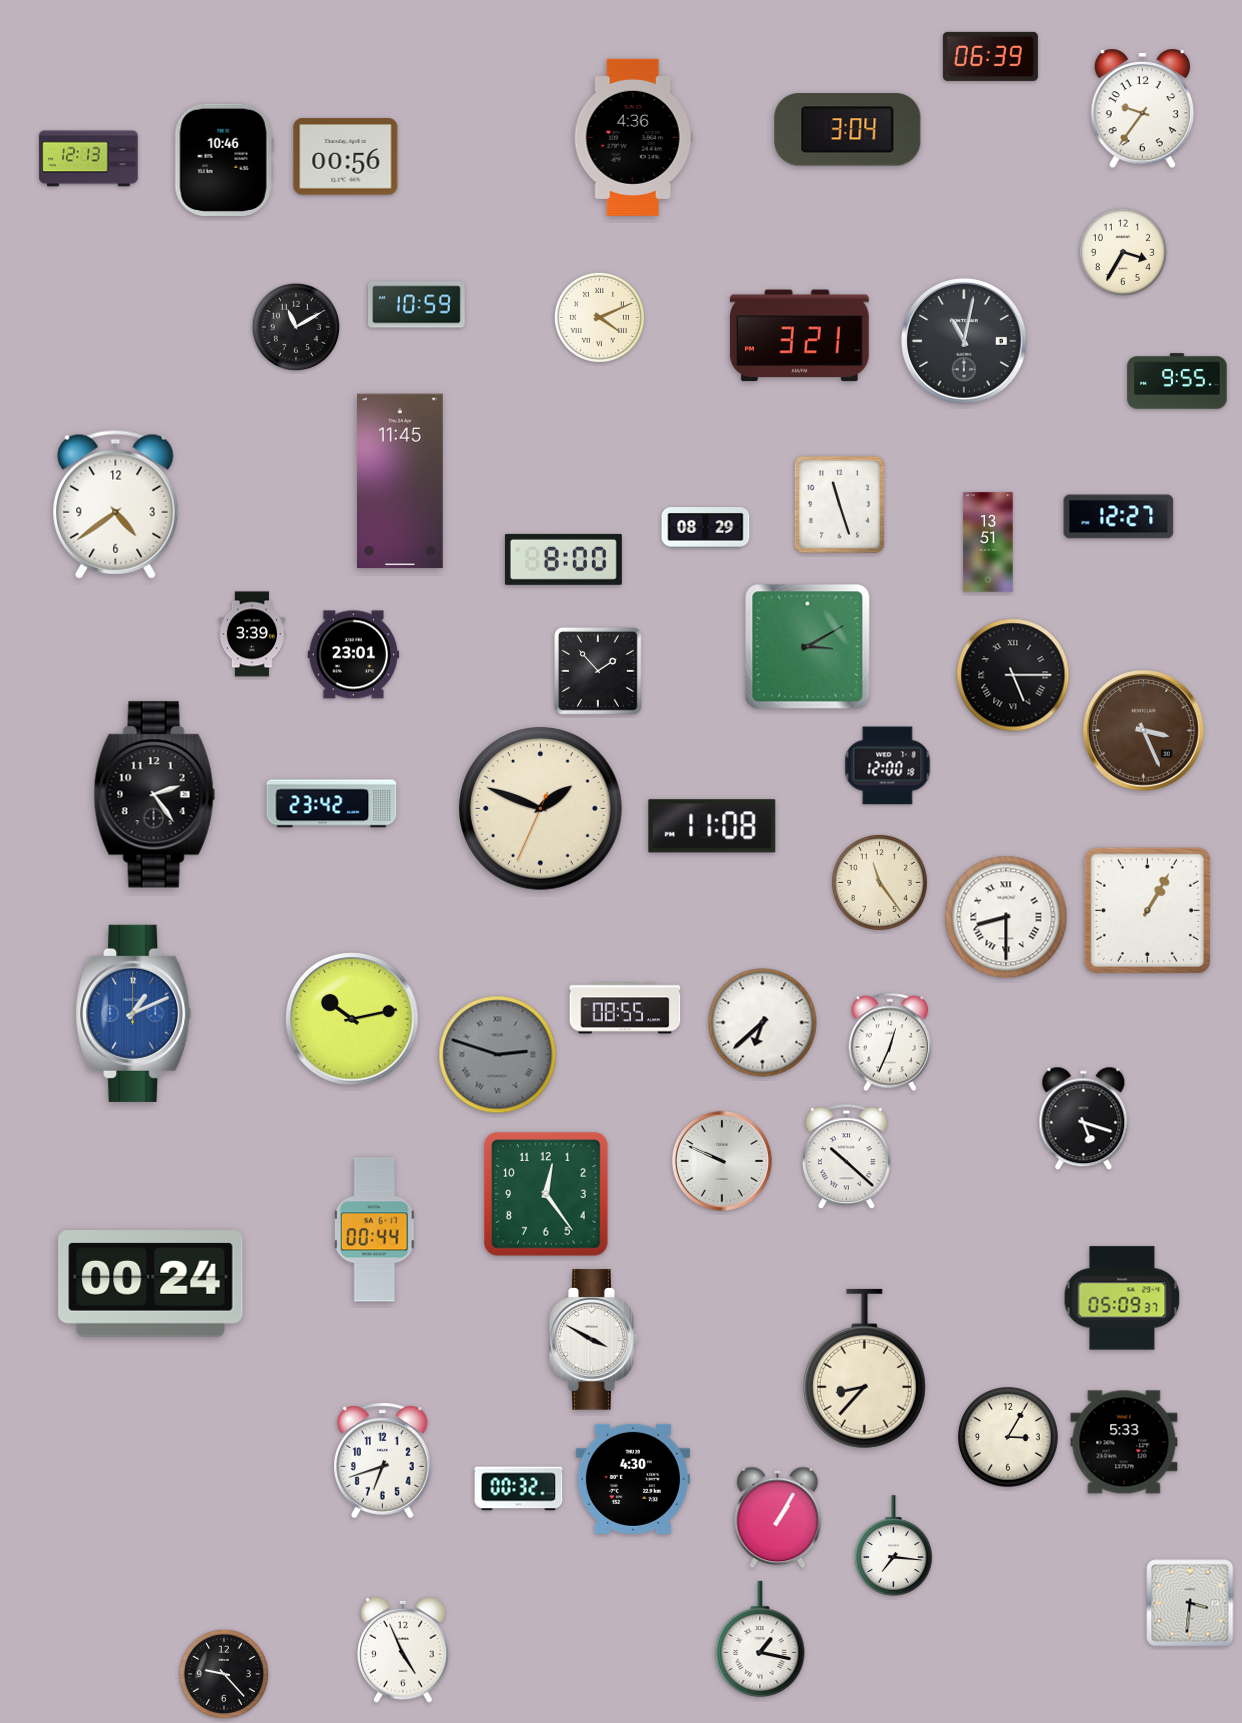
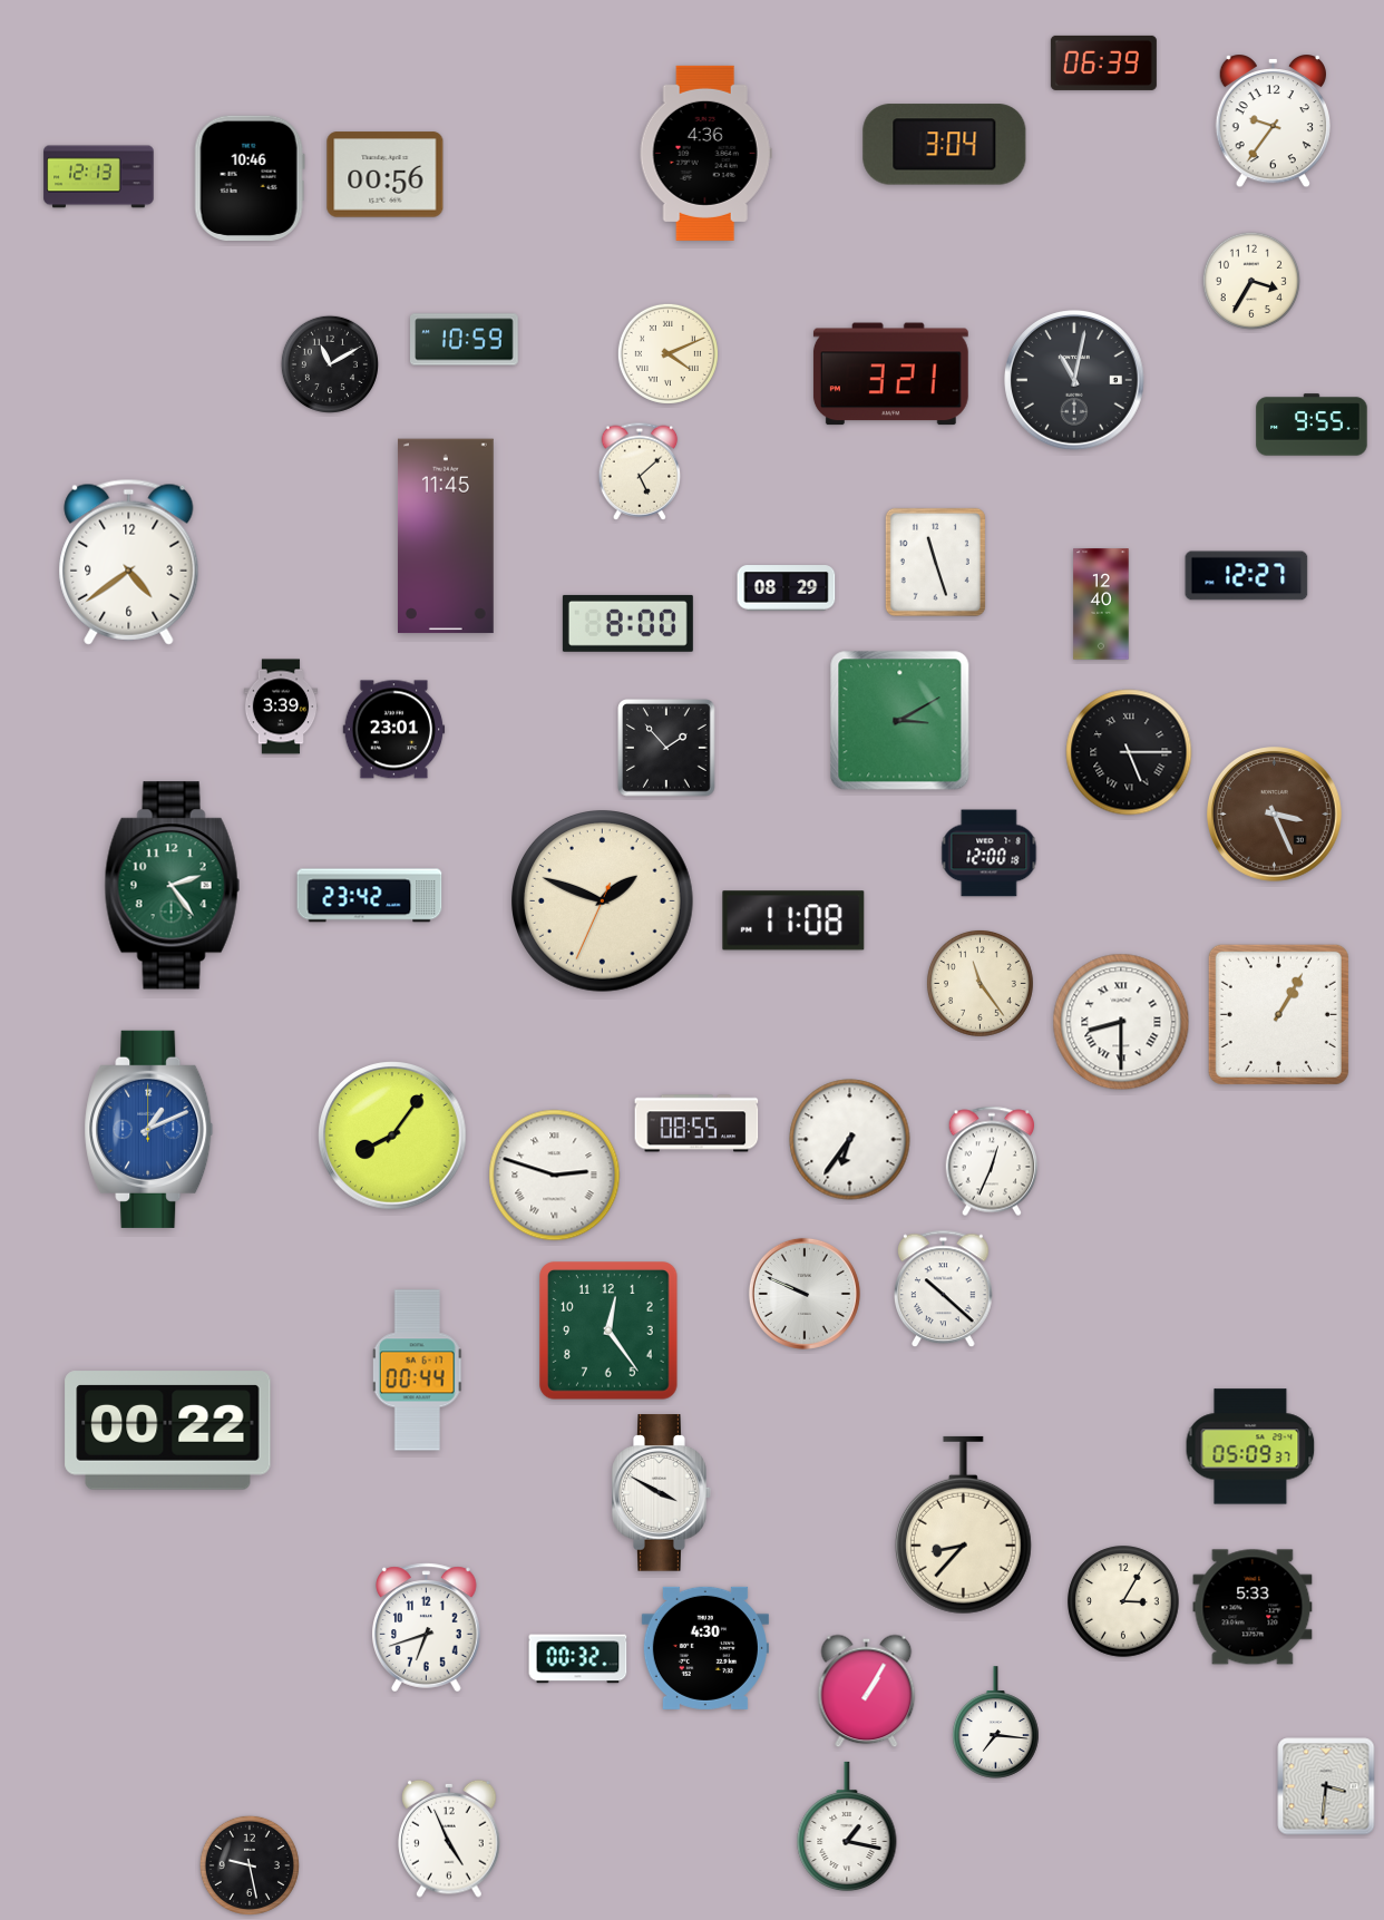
clock at (640, 471): none -> 5:08
clock at (988, 542): 13:51 -> 12:40
clock at (155, 795) dial: black -> green
clock at (352, 1019): 10:13 -> 8:06
clock at (763, 1023): 6:38 -> 6:36
clock at (498, 1055) dial: grey -> white
clock at (1084, 1119): 5:18 -> none
clock at (151, 1284): 00:24 -> 00:22
clock at (224, 1674): 9:23 -> 9:28
